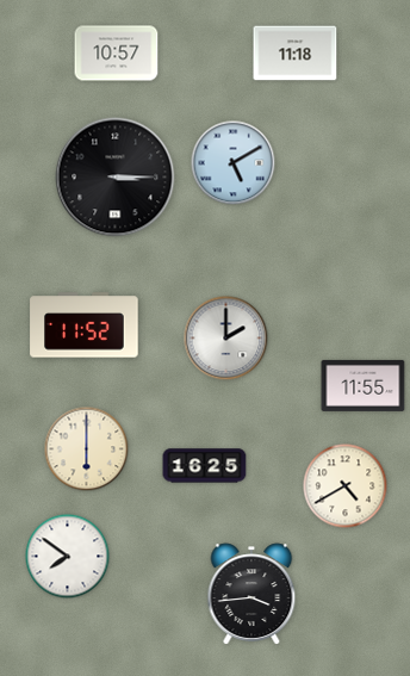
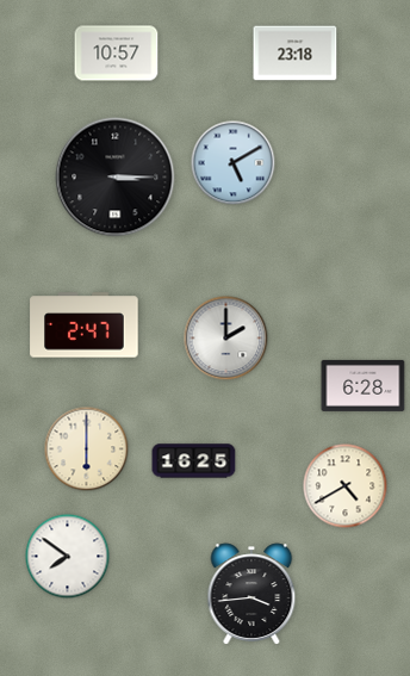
clock at (296, 54): 11:18 -> 23:18
clock at (85, 325): 11:52 -> 2:47
clock at (364, 385): 11:55 -> 6:28
clock at (205, 466) position: (205, 466) -> (194, 461)
